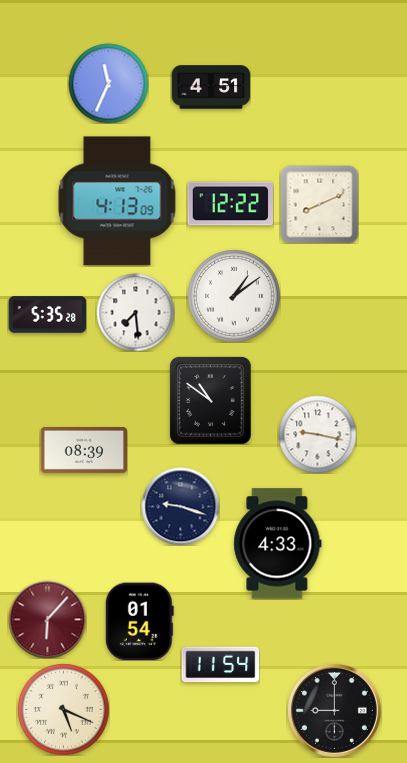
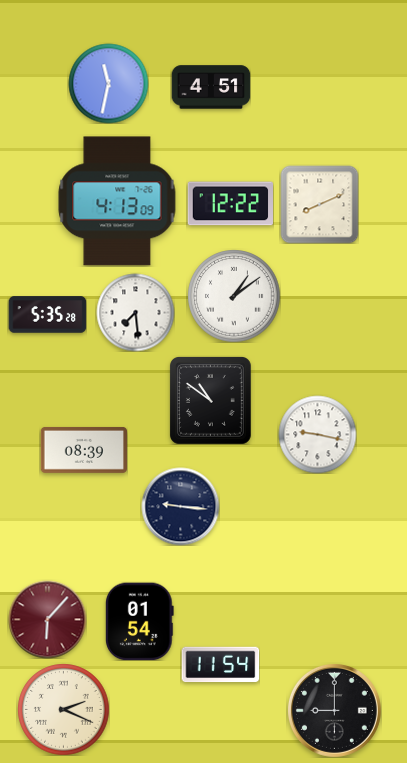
clock at (108, 83): 11:34 -> 11:32
clock at (180, 506): 9:18 -> 9:16
clock at (278, 544): 4:33 -> none
clock at (63, 709): 5:19 -> 2:19
